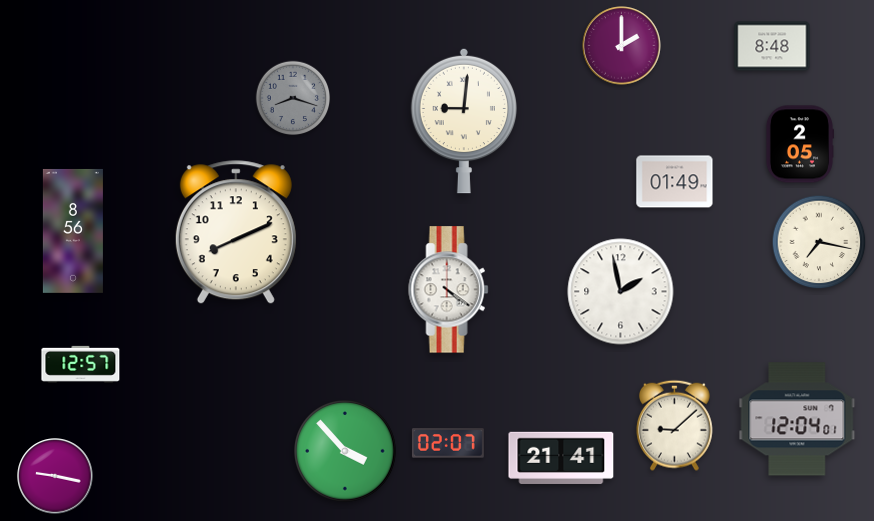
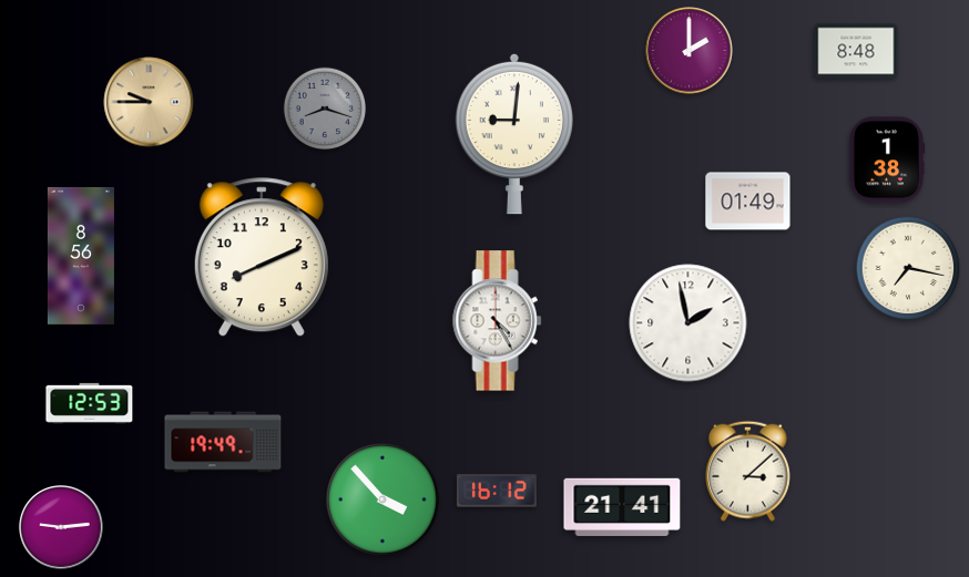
clock at (149, 102): none -> 9:45
clock at (799, 144): 2:05 -> 1:38
clock at (449, 290): 4:21 -> 4:25
clock at (81, 364): 12:57 -> 12:53
clock at (223, 442): none -> 19:49
clock at (797, 419): 12:04 -> none
clock at (674, 425): 9:08 -> 3:08
clock at (448, 443): 02:07 -> 16:12
clock at (55, 476): 9:17 -> 9:14
